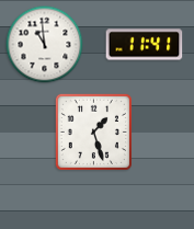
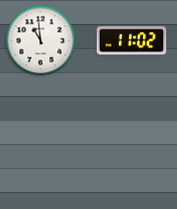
clock at (145, 45): 11:41 -> 11:02
clock at (93, 131): 1:27 -> none
